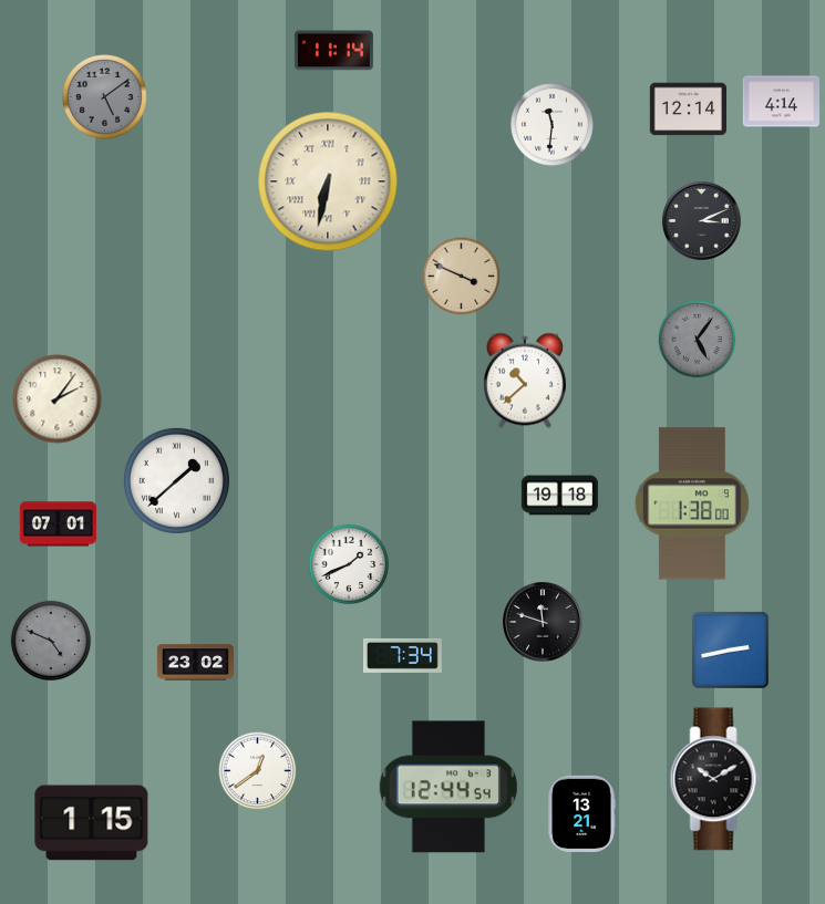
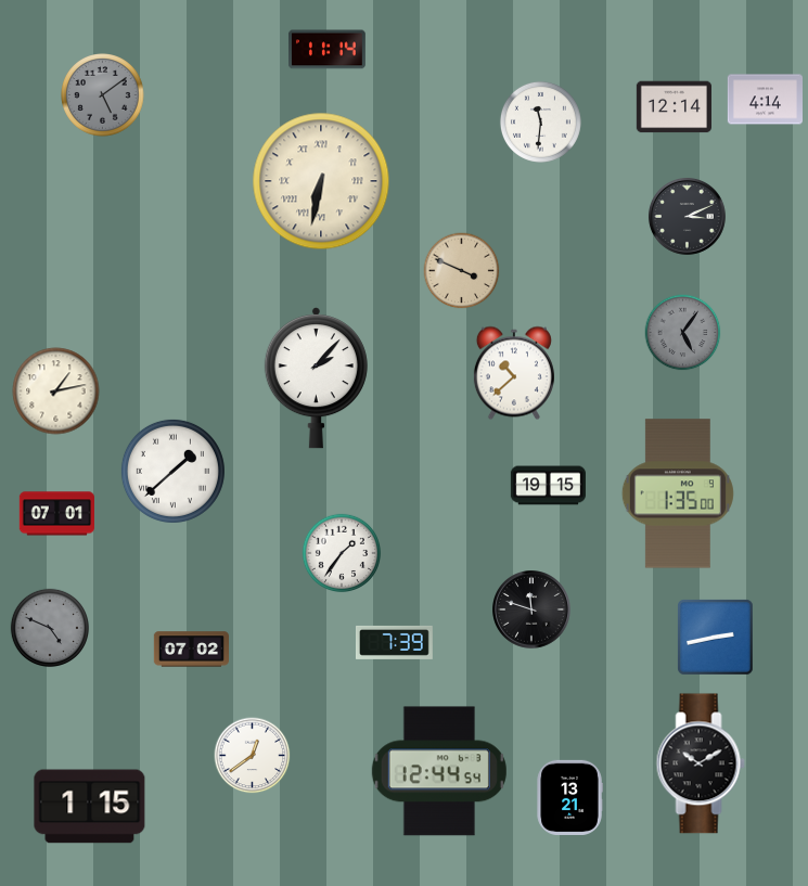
clock at (328, 181) position: (328, 181) -> (321, 181)
clock at (462, 277) position: (462, 277) -> (462, 271)
clock at (316, 378): none -> 2:07
clock at (58, 399): 2:06 -> 1:13
clock at (559, 496): 19:18 -> 19:15
clock at (692, 503): 1:38 -> 1:35
clock at (349, 564): 1:41 -> 1:36
clock at (402, 655): 7:34 -> 7:39
clock at (195, 663): 23:02 -> 07:02
